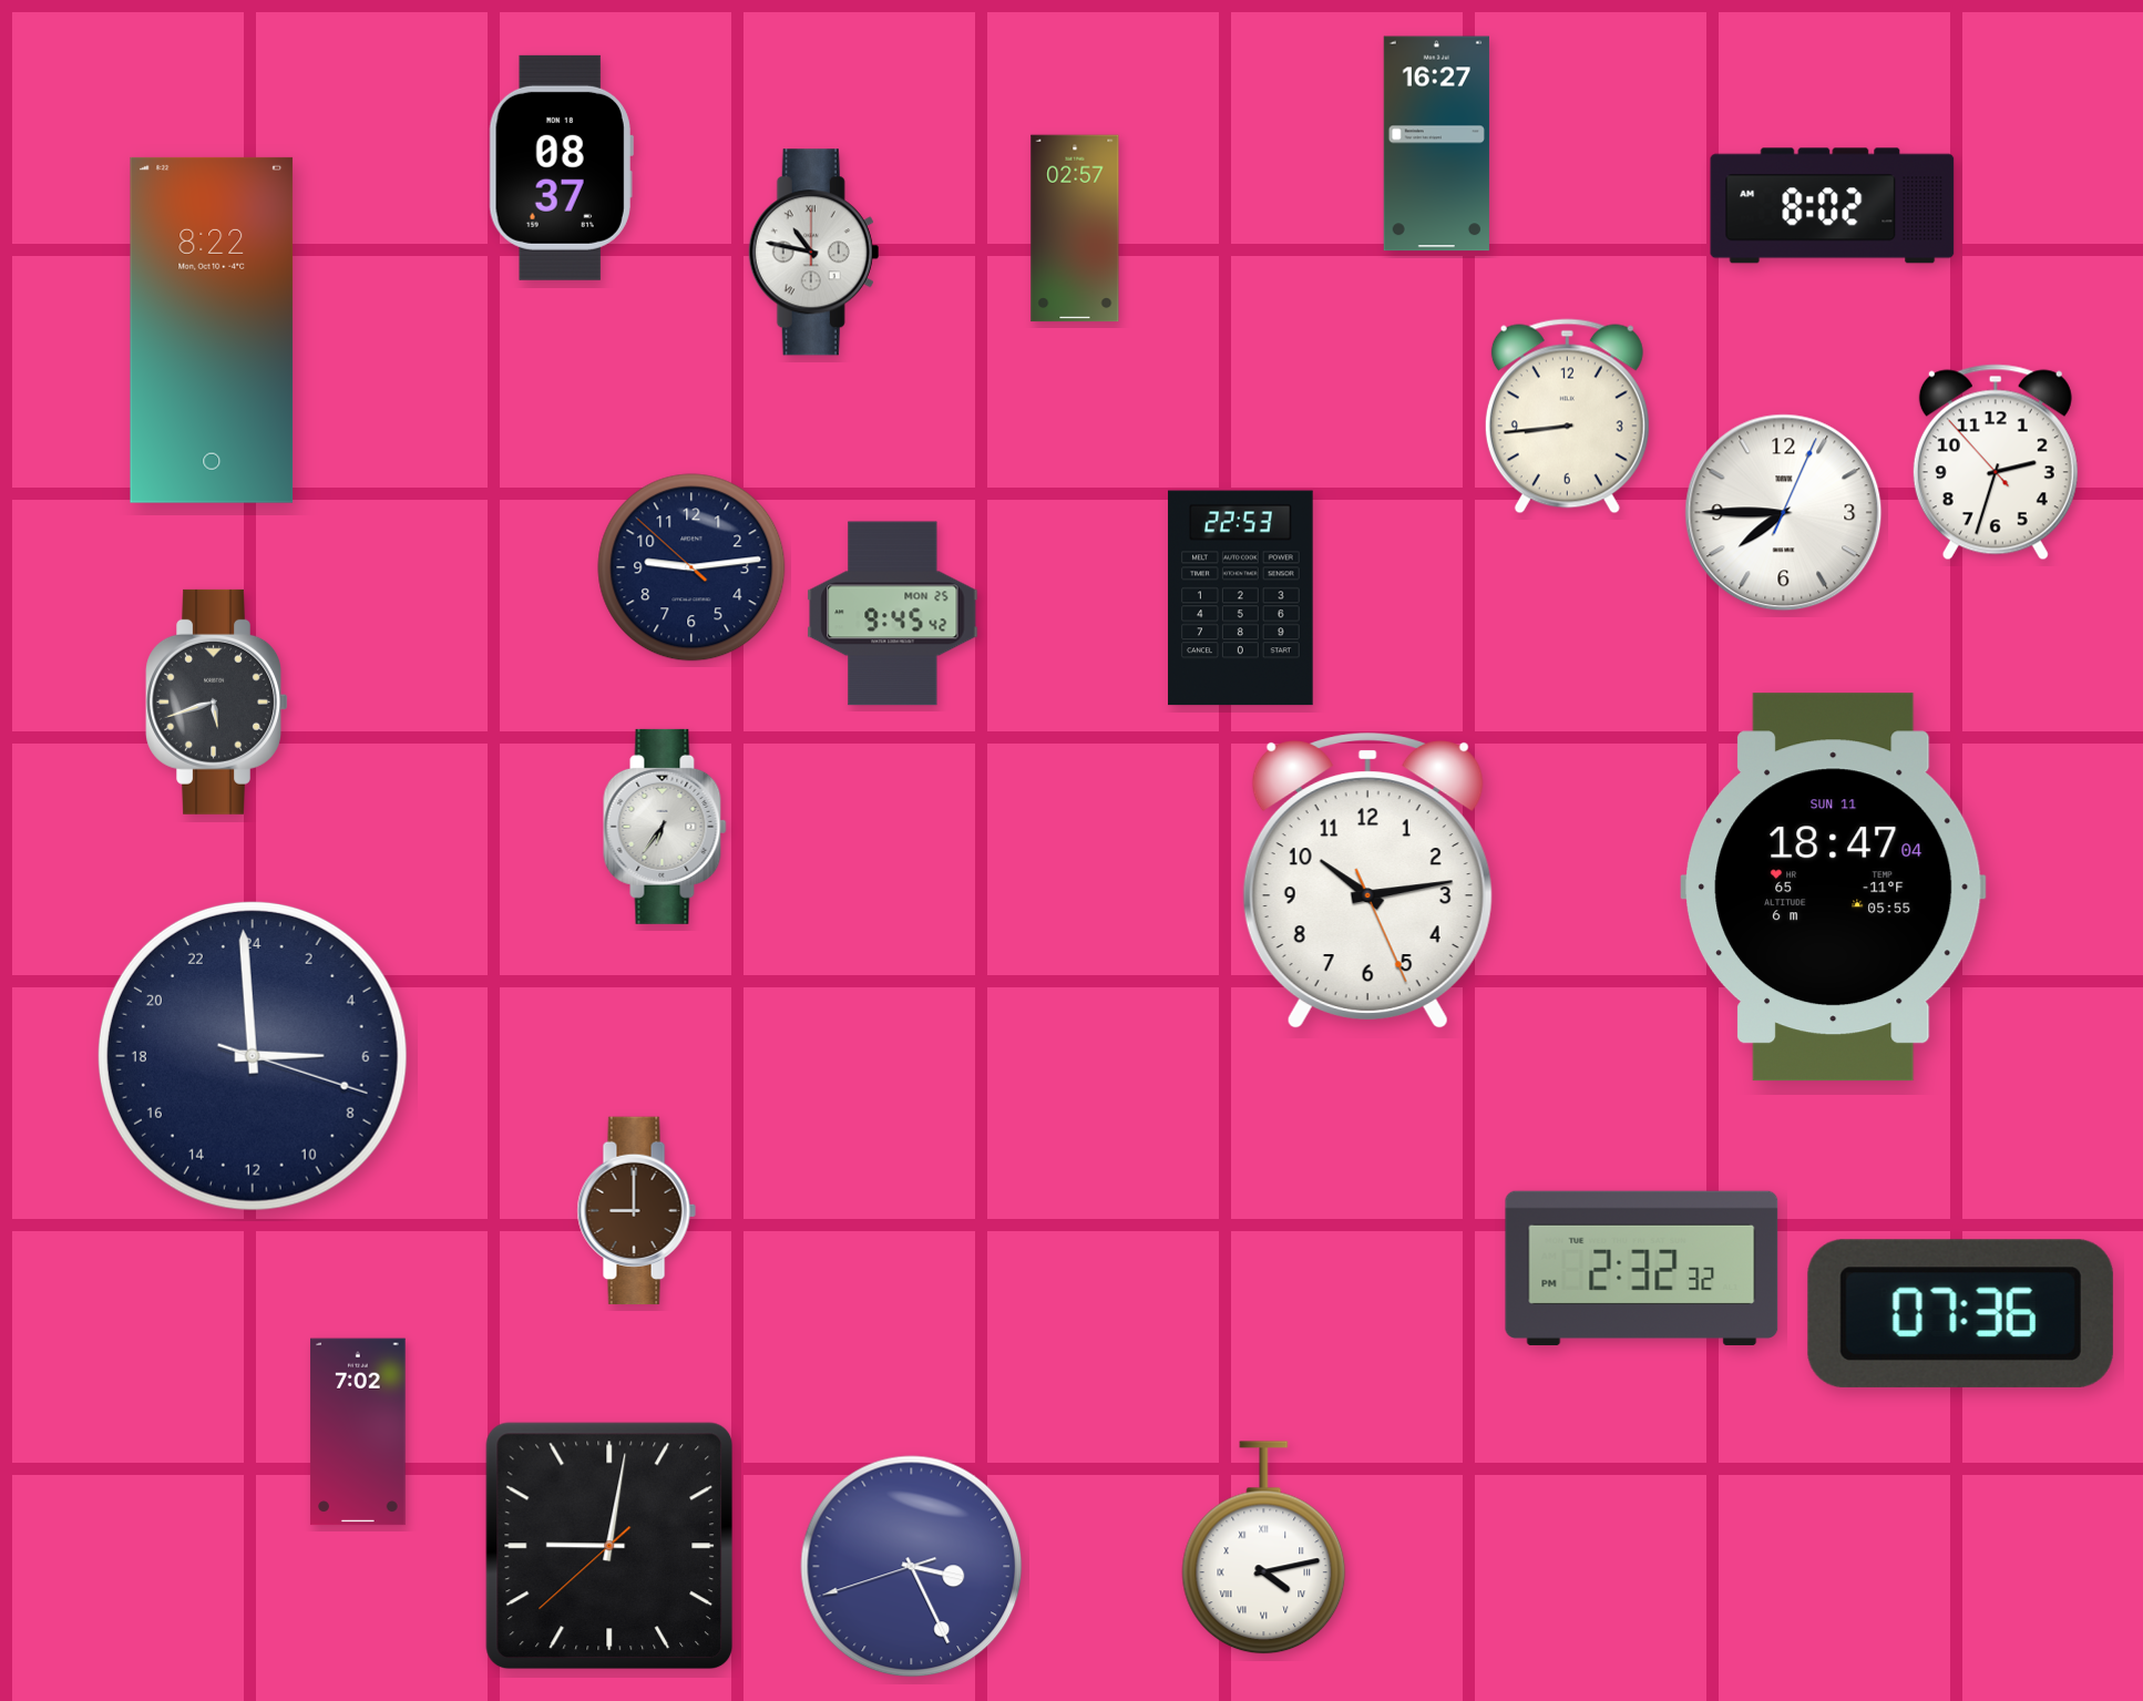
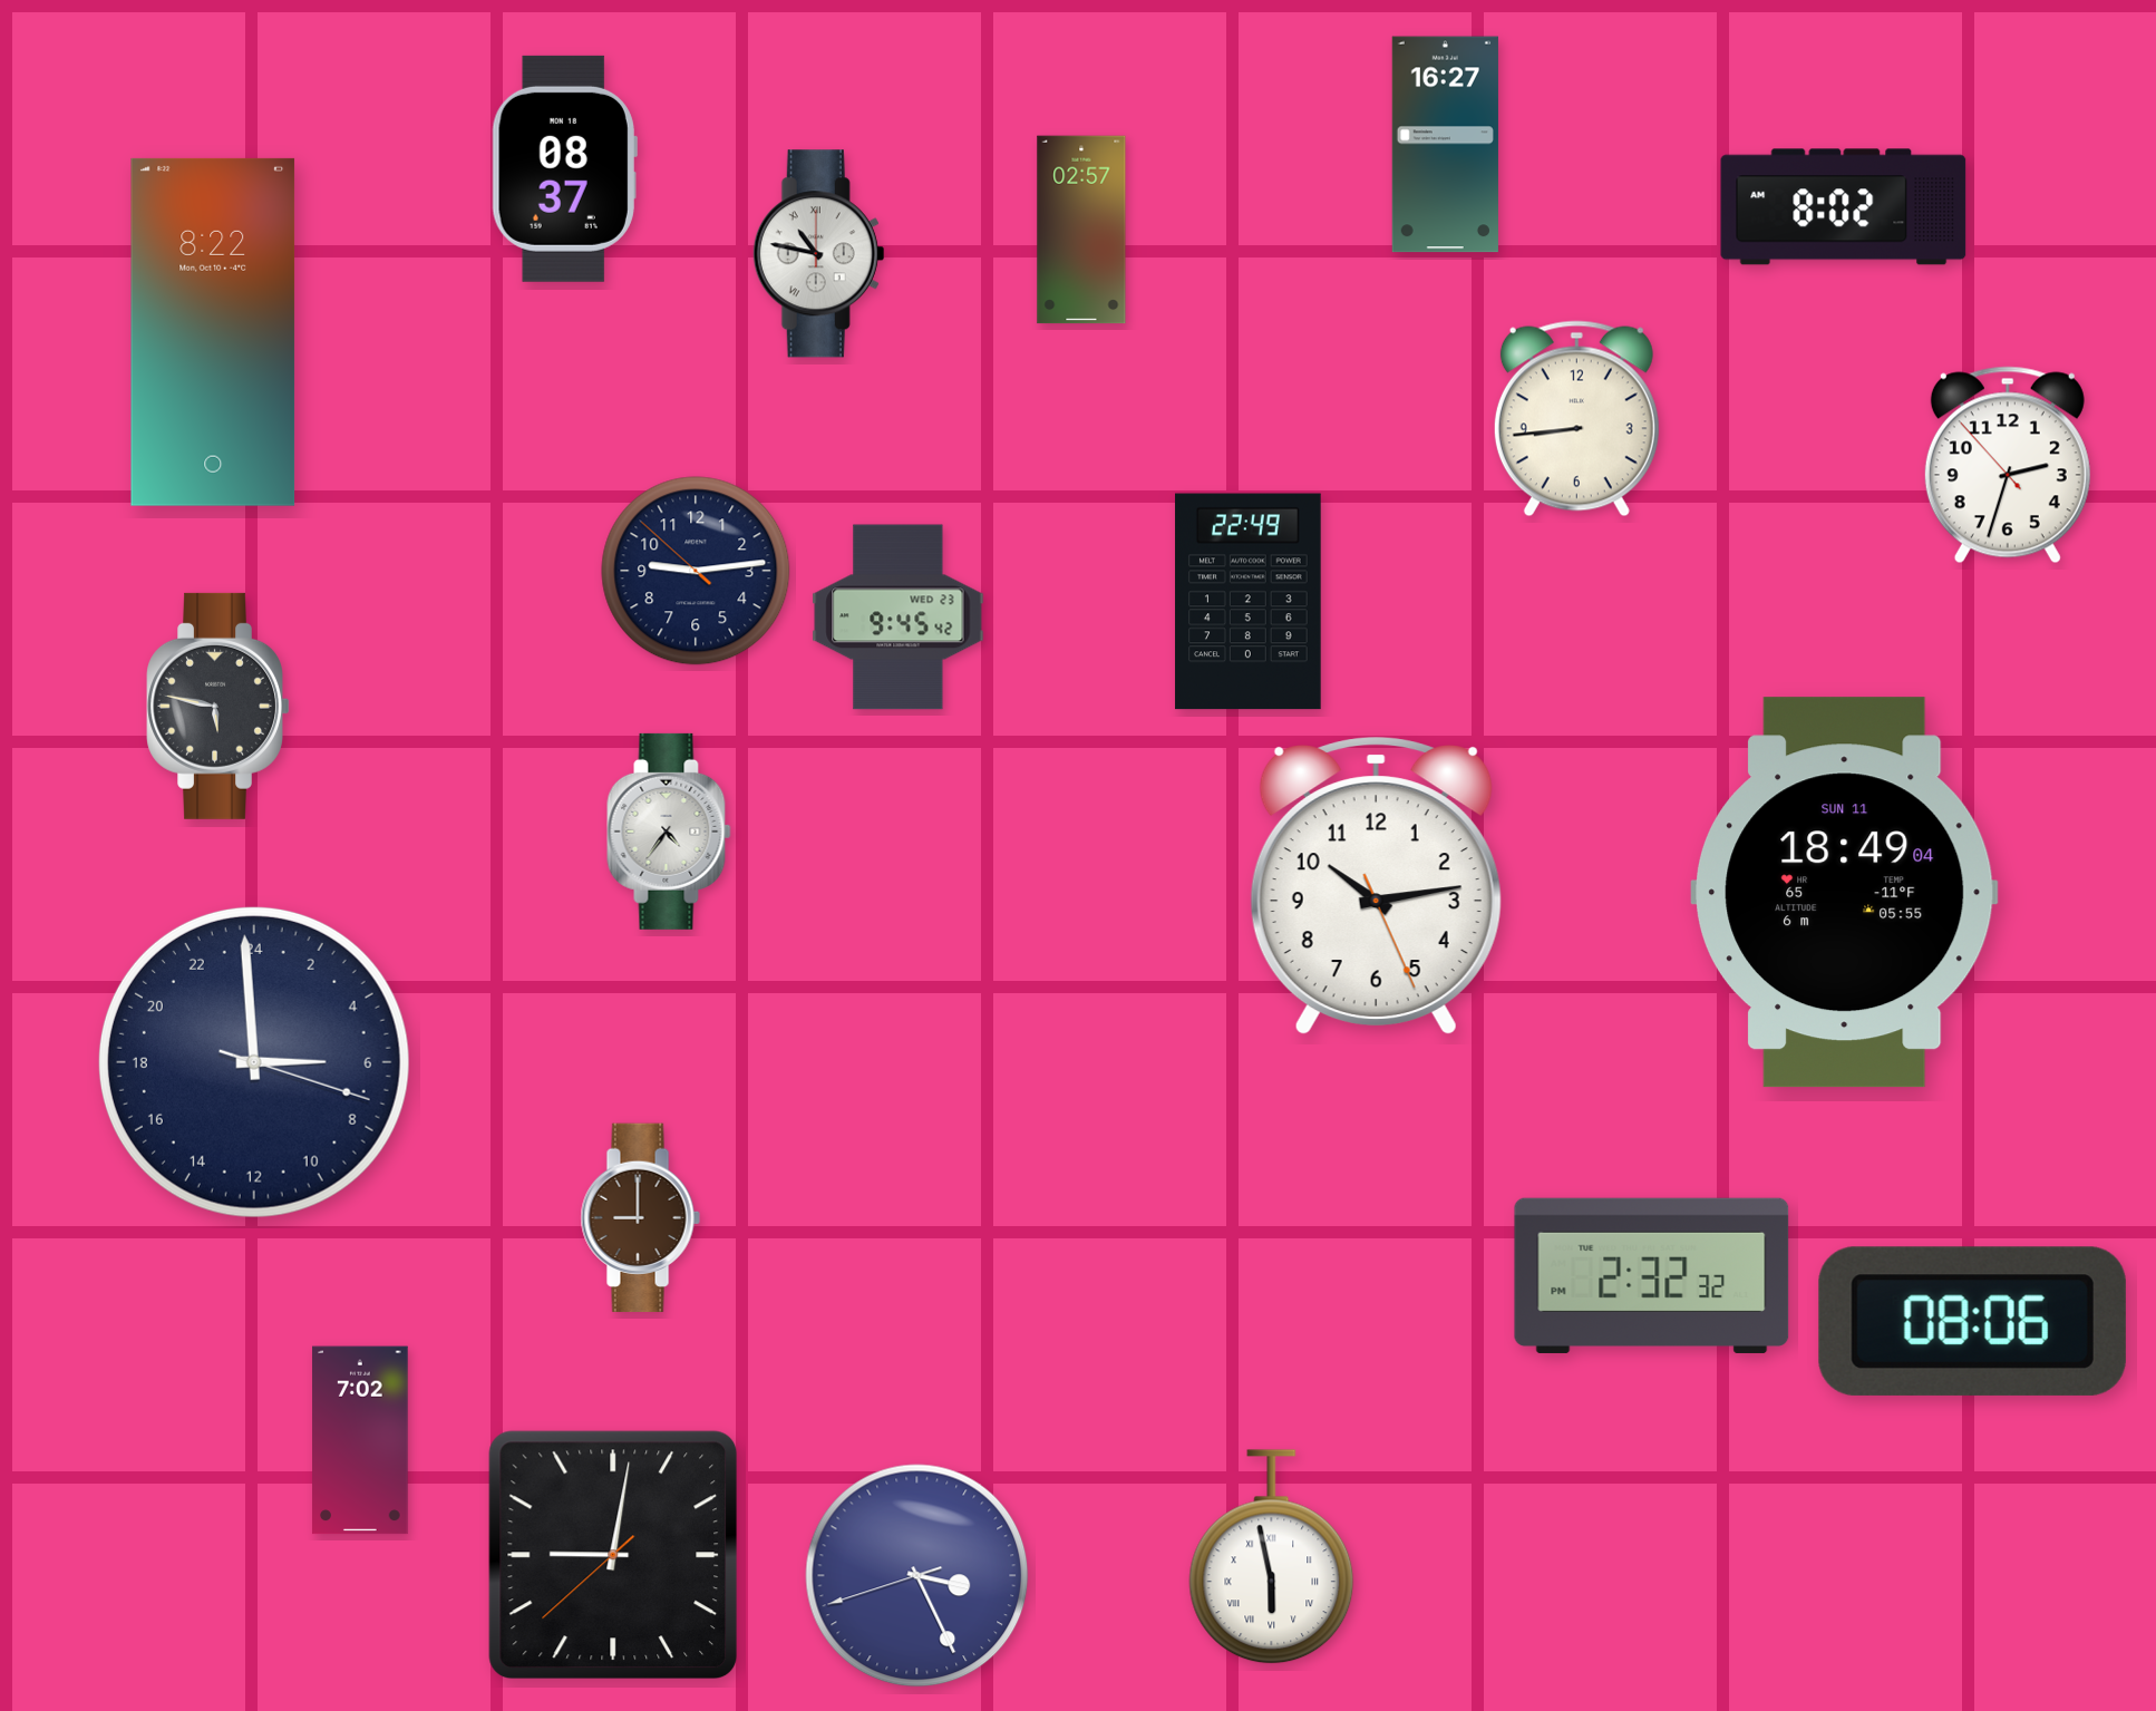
clock at (1784, 513): 7:45 -> none
clock at (1241, 598): 22:53 -> 22:49
clock at (893, 614) date: MON 25 -> WED 23
clock at (216, 701): 5:42 -> 5:47
clock at (665, 827): 6:36 -> 4:36
clock at (1834, 888): 18:47 -> 18:49
clock at (1960, 1313): 07:36 -> 08:06
clock at (1264, 1548): 4:13 -> 5:58
